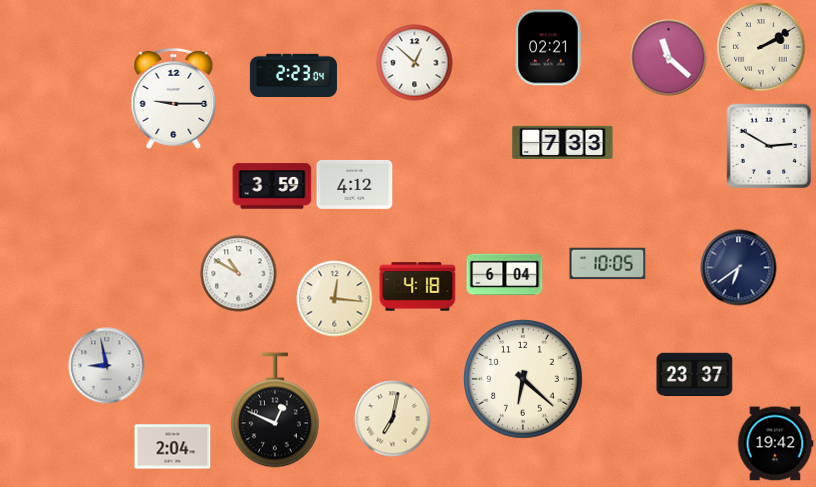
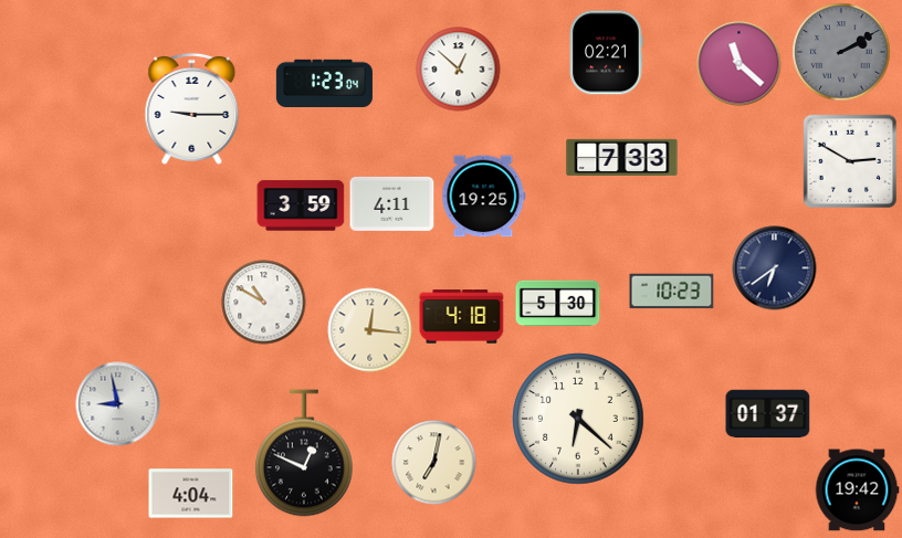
clock at (761, 47) dial: cream -> grey
clock at (293, 75): 2:23 -> 1:23
clock at (483, 197): none -> 19:25
clock at (355, 184): 4:12 -> 4:11
clock at (608, 264): 10:05 -> 10:23
clock at (739, 268) position: (739, 268) -> (775, 268)
clock at (505, 275): 6:04 -> 5:30
clock at (695, 375): 23:37 -> 01:37
clock at (173, 447): 2:04 -> 4:04
